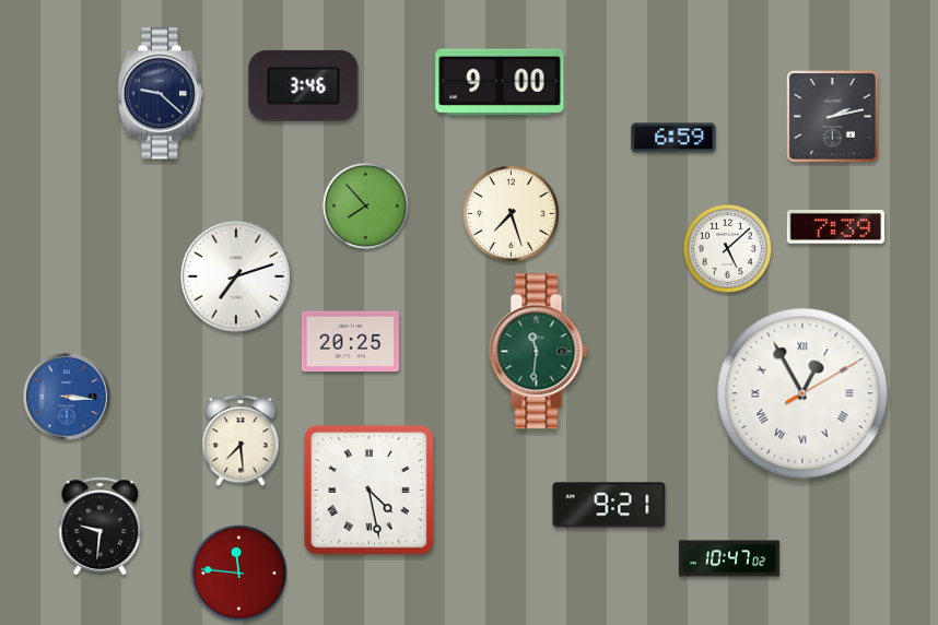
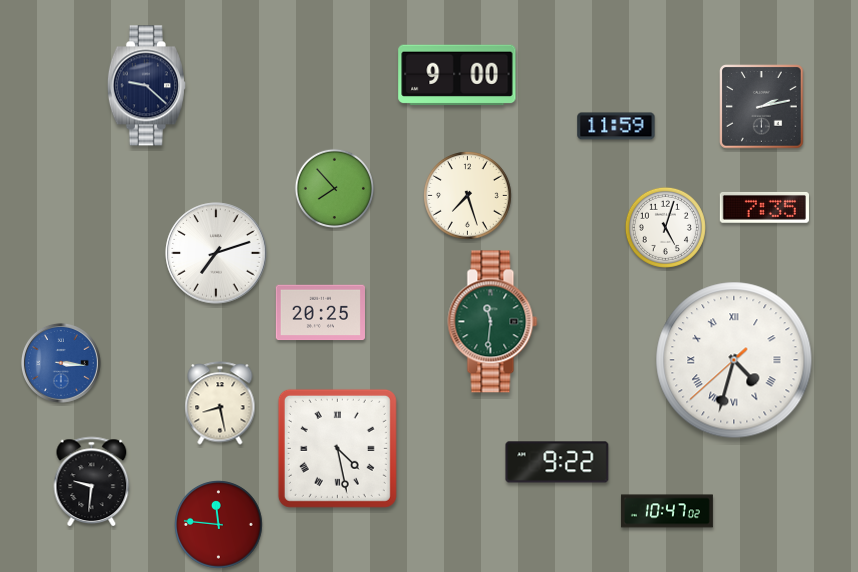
clock at (304, 85): 3:46 -> none
clock at (673, 138): 6:59 -> 11:59
clock at (835, 226): 7:39 -> 7:35
clock at (727, 248): 5:08 -> 5:03
clock at (802, 393): 12:55 -> 4:32
clock at (241, 440): 7:29 -> 8:28
clock at (609, 505): 9:21 -> 9:22
